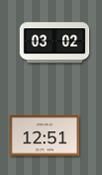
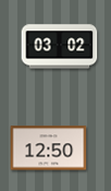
clock at (45, 136): 12:51 -> 12:50
